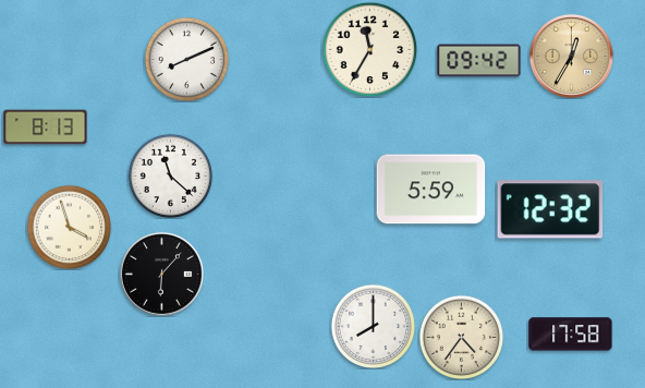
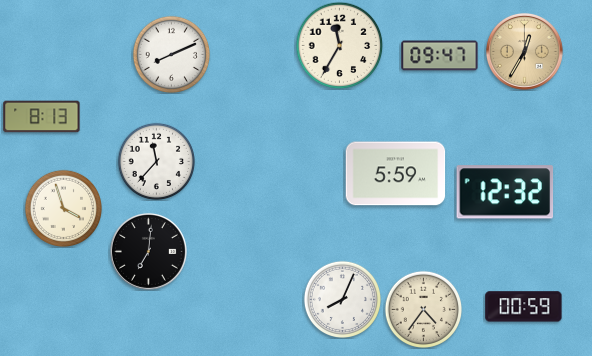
clock at (479, 61): 09:42 -> 09:47
clock at (170, 175): 11:22 -> 11:37
clock at (161, 274): 6:07 -> 7:01
clock at (373, 326): 8:00 -> 8:04
clock at (571, 335): 17:58 -> 00:59
